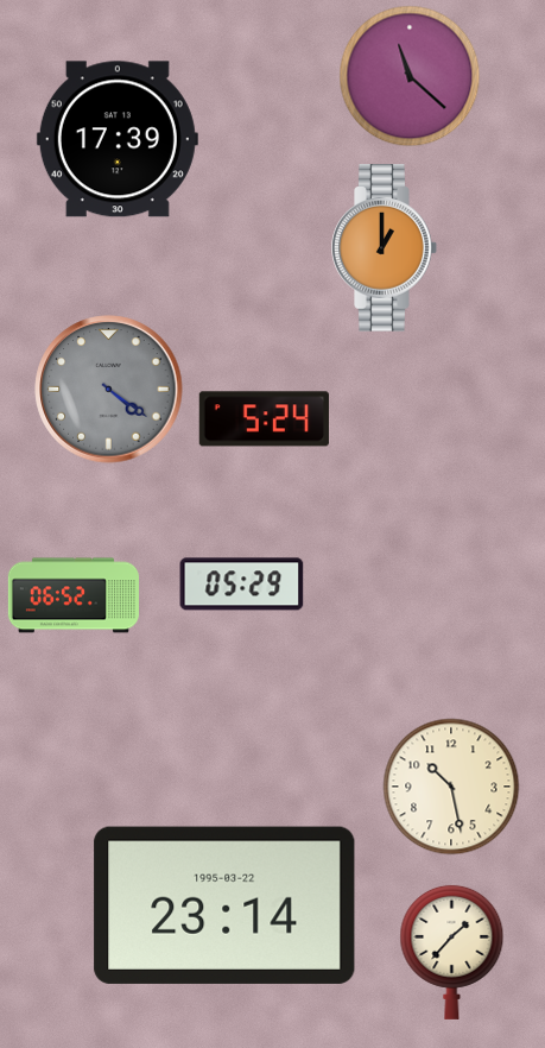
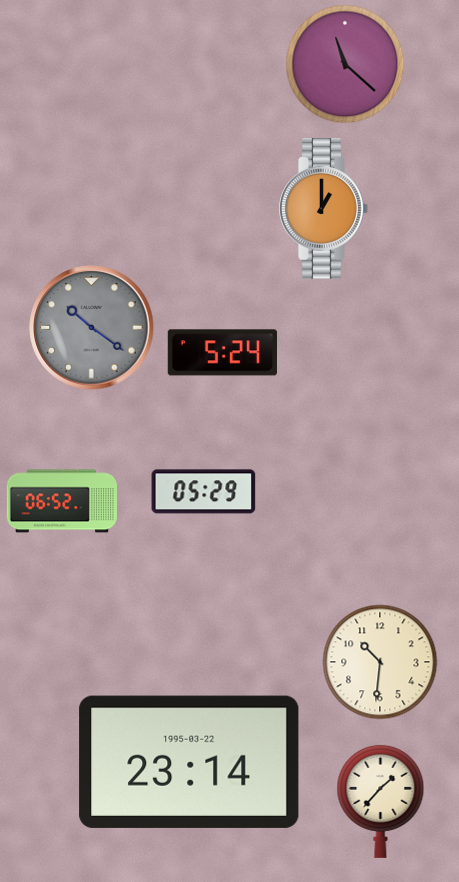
clock at (118, 139): 17:39 -> none
clock at (109, 390): 4:21 -> 10:21
clock at (451, 787): 10:28 -> 10:31
